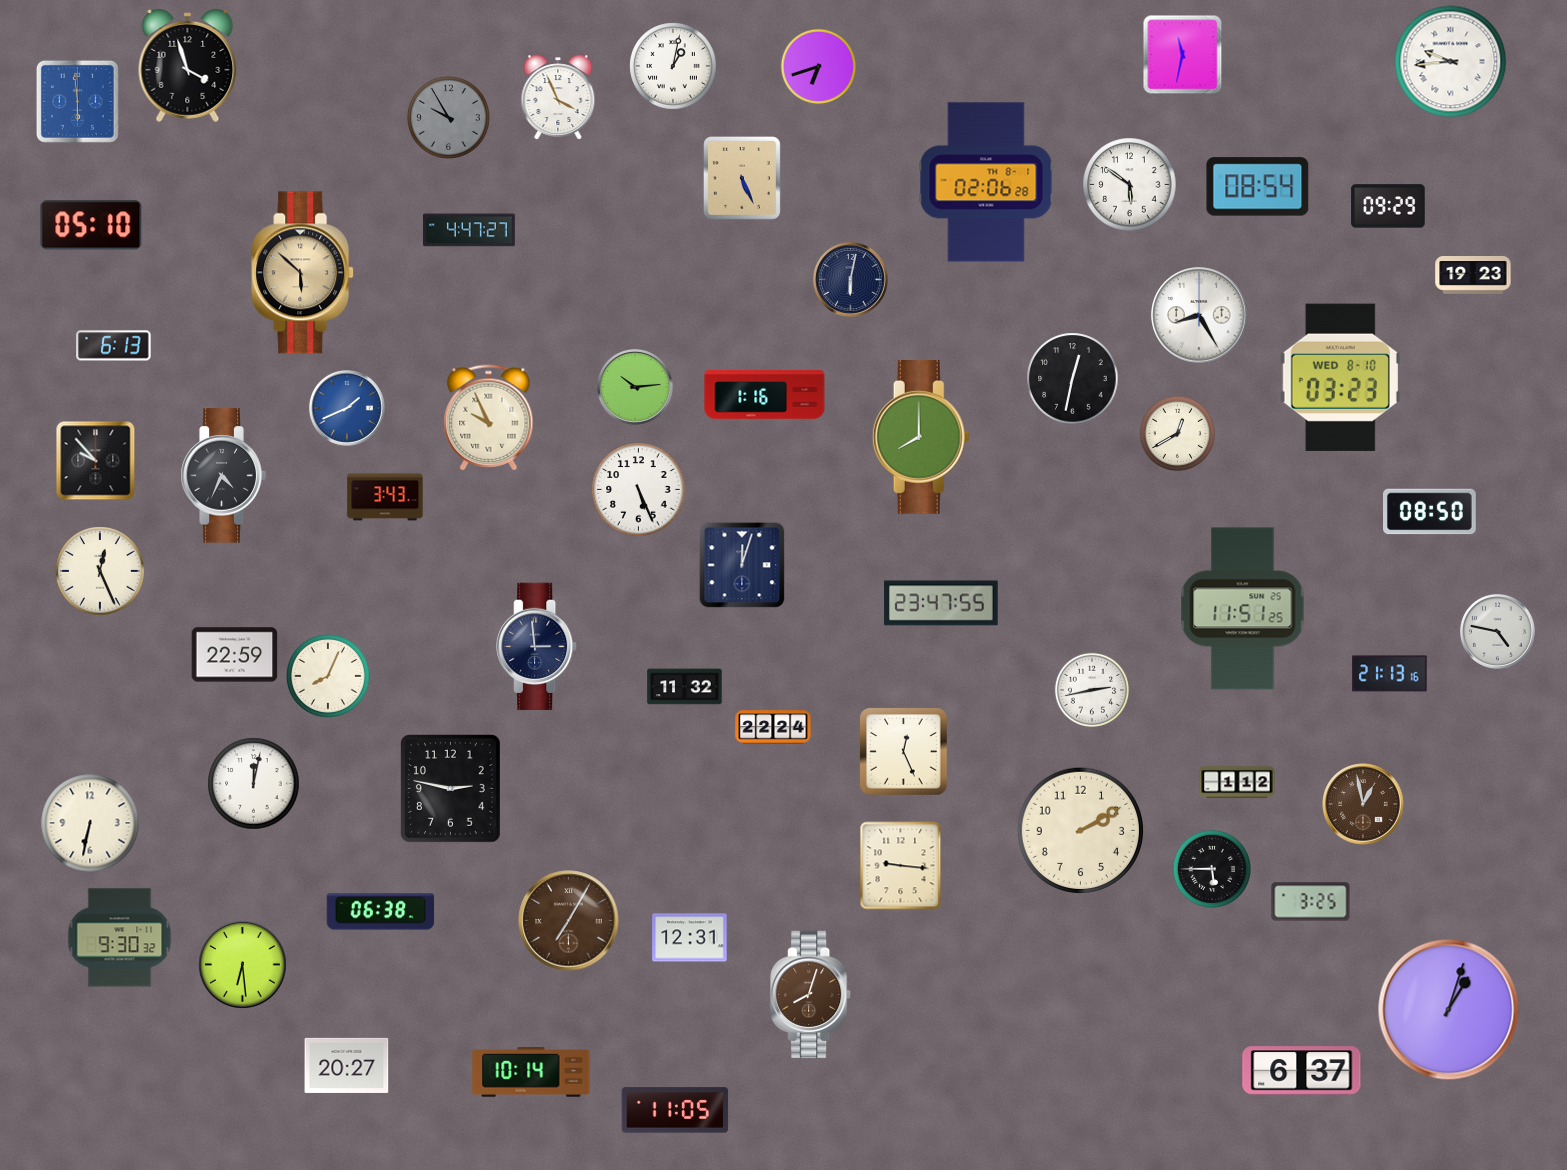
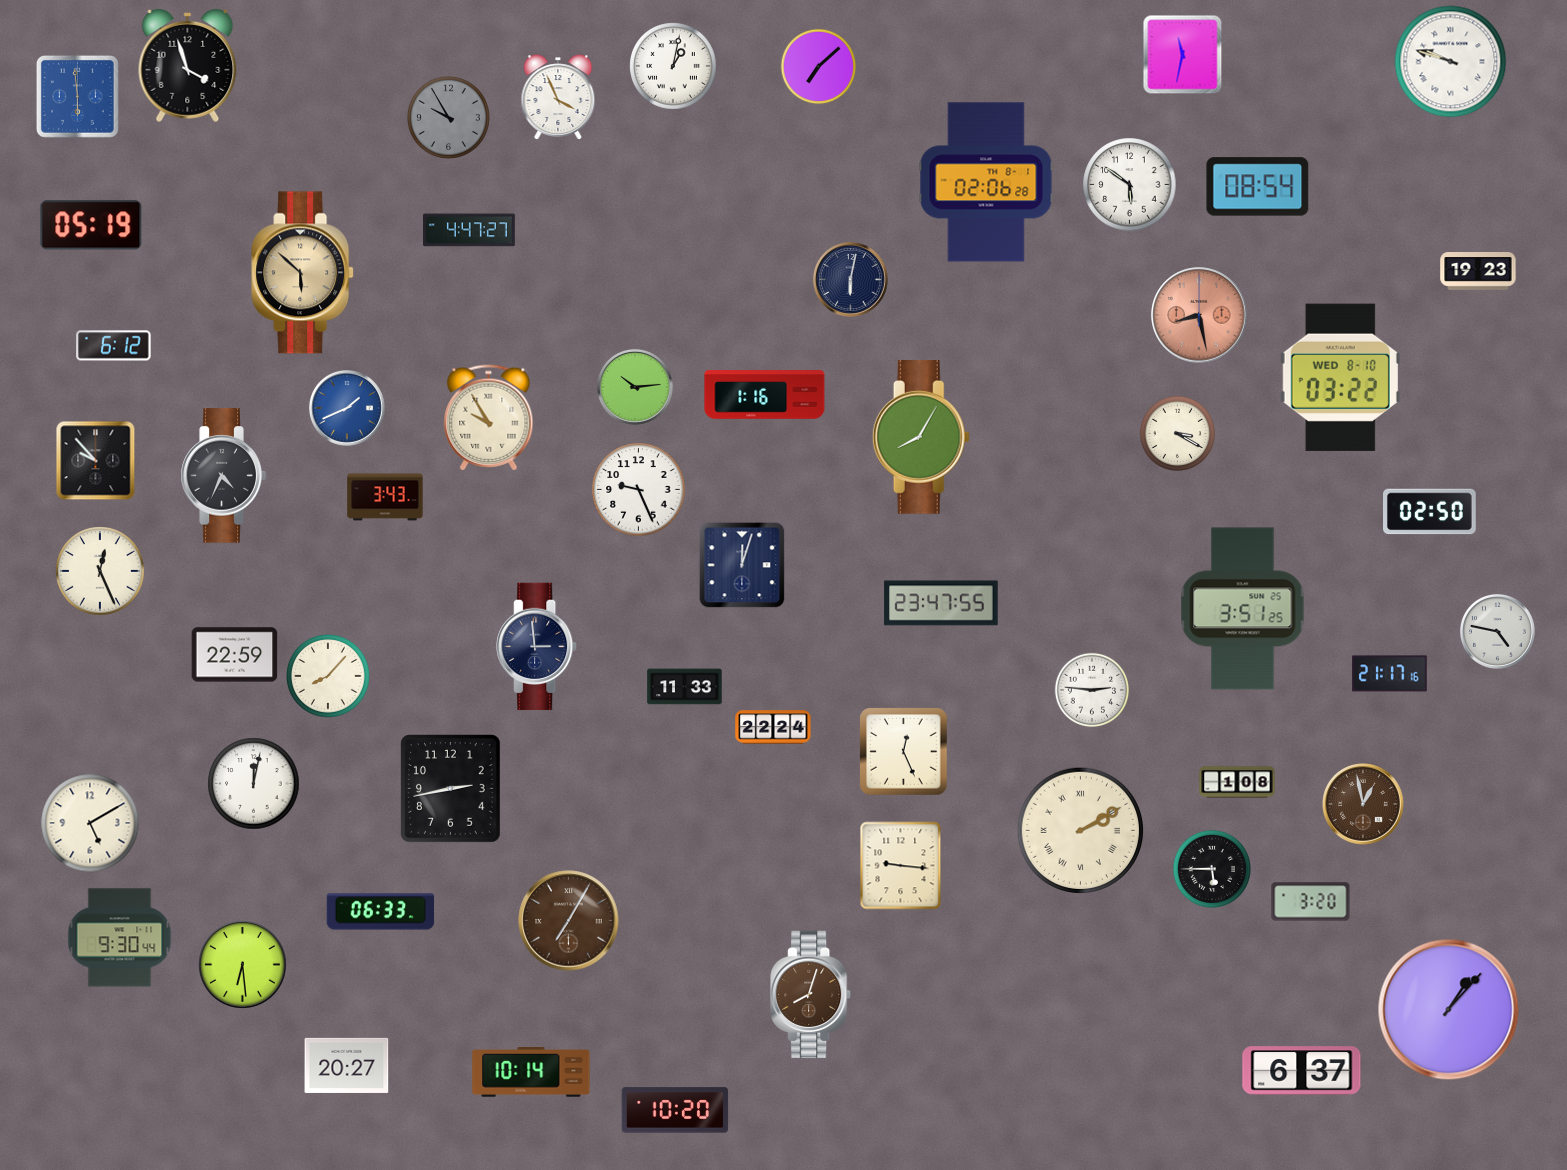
clock at (1451, 62): 9:44 -> 9:48
clock at (819, 67): 6:42 -> 7:08
clock at (77, 101) position: (77, 101) -> (77, 96)
clock at (742, 178): 5:26 -> none
clock at (1388, 206): 09:29 -> none
clock at (91, 225): 05:10 -> 05:19
clock at (1473, 276) position: (1473, 276) -> (1478, 272)
clock at (1199, 315): 8:25 -> 8:28
clock at (1199, 315) dial: white -> salmon
clock at (114, 346): 6:13 -> 6:12
clock at (1340, 377): 03:23 -> 03:22
clock at (1073, 379): 12:32 -> none
clock at (489, 418): 9:56 -> 9:55
clock at (1178, 434): 12:40 -> 3:20
clock at (921, 438): 8:00 -> 8:05
clock at (639, 490): 5:26 -> 9:26
clock at (1430, 512): 08:50 -> 02:50
clock at (1243, 609): 11:51 -> 3:51
clock at (1390, 674): 21:13 -> 21:17
clock at (328, 676): 8:04 -> 8:07
clock at (685, 687): 11:32 -> 11:33
clock at (1092, 690): 2:43 -> 2:46
clock at (1237, 782): 1:12 -> 1:08
clock at (451, 789): 2:47 -> 2:43
clock at (90, 823): 6:32 -> 5:10
clock at (1080, 830) numerals: Arabic -> Roman
clock at (1311, 902): 3:25 -> 3:20
clock at (381, 912): 06:38 -> 06:33
clock at (120, 938): 9:30:32 -> 9:30:44
clock at (690, 938): 12:31 -> none
clock at (1449, 1010): 1:03 -> 1:07
clock at (675, 1110): 11:05 -> 10:20
